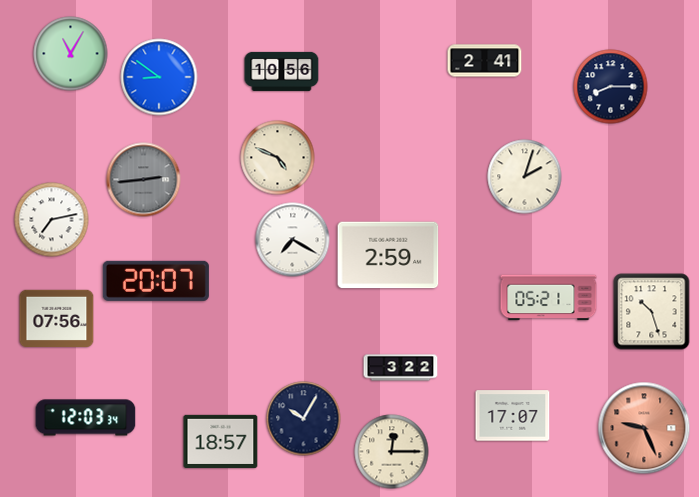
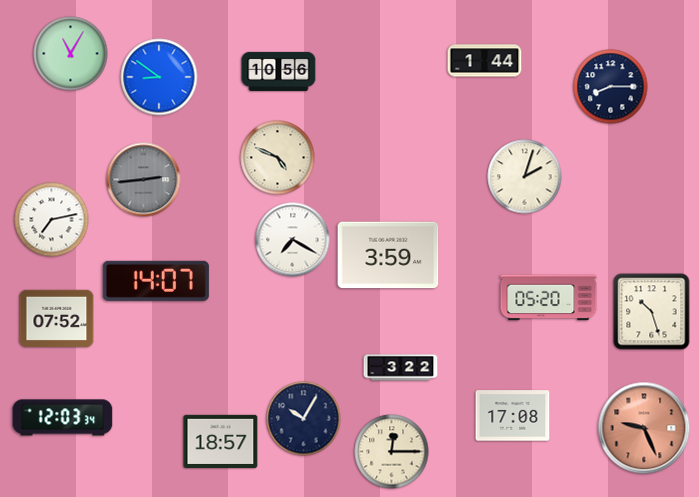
clock at (485, 61): 2:41 -> 1:44
clock at (282, 71) position: (282, 71) -> (279, 71)
clock at (388, 255): 2:59 -> 3:59
clock at (156, 281): 20:07 -> 14:07
clock at (549, 298): 05:21 -> 05:20
clock at (57, 318): 07:56 -> 07:52
clock at (513, 416): 17:07 -> 17:08
clock at (86, 418) position: (86, 418) -> (63, 418)
